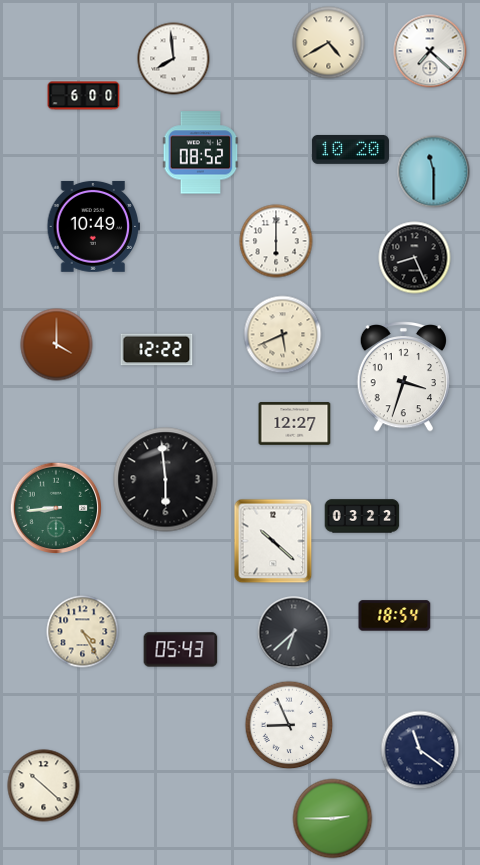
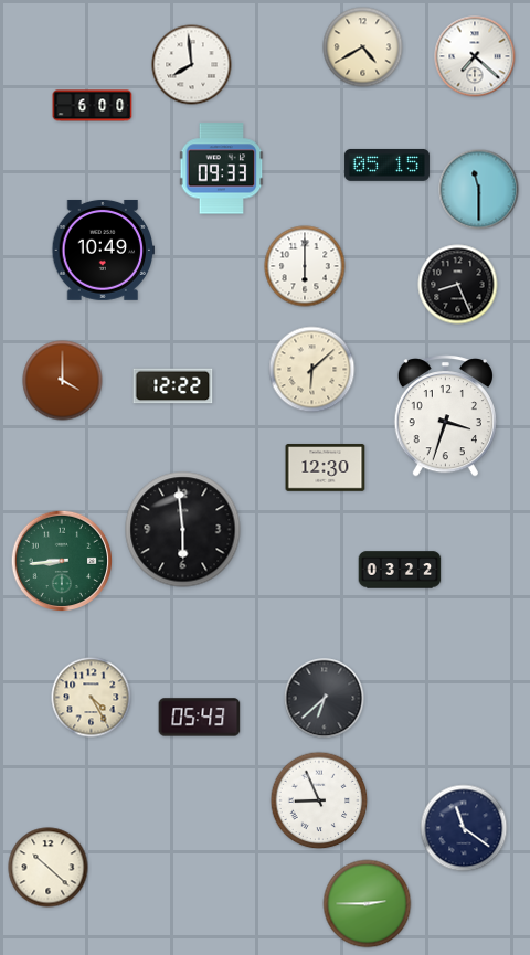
clock at (350, 149): 10:20 -> 05:15
clock at (201, 153): 08:52 -> 09:33
clock at (283, 335): 5:41 -> 6:08
clock at (295, 424): 12:27 -> 12:30
clock at (273, 541): 10:22 -> none
clock at (395, 616): 18:54 -> none
